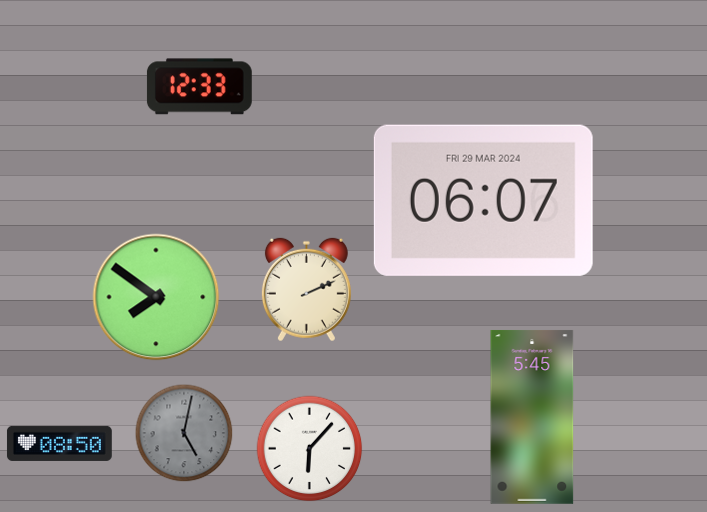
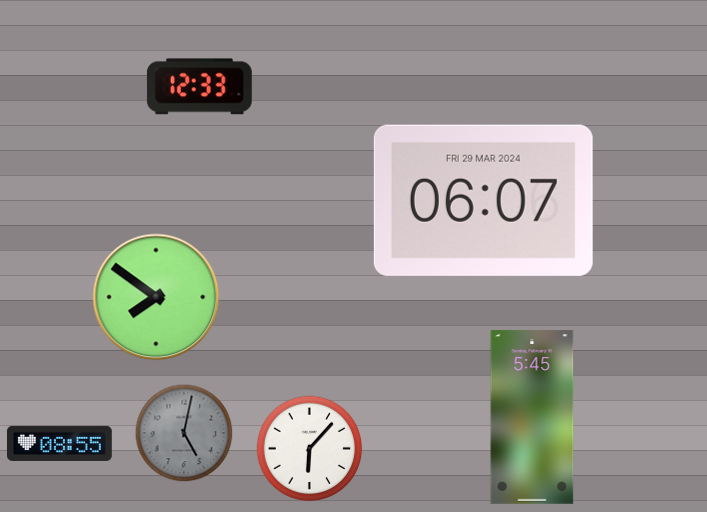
clock at (306, 290): 2:11 -> none
clock at (59, 443): 08:50 -> 08:55
